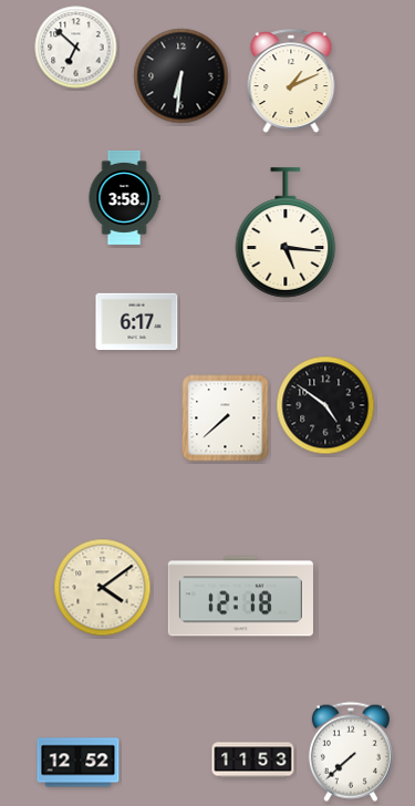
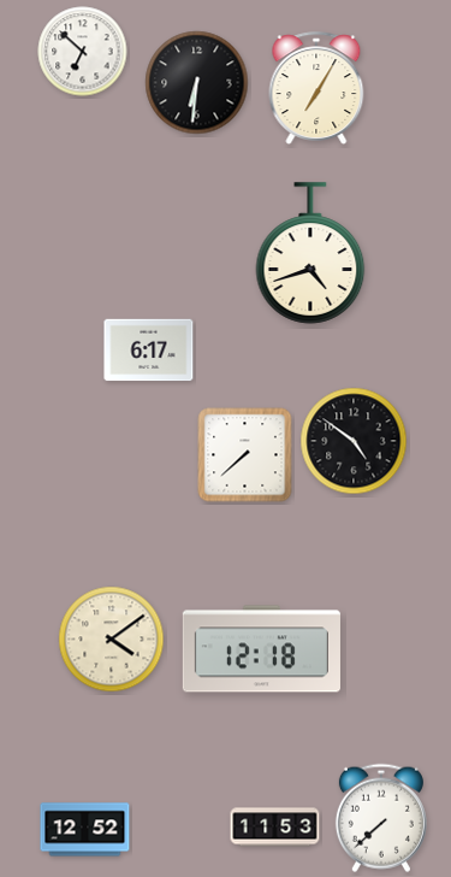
clock at (291, 81): 1:11 -> 7:05
clock at (124, 197): 3:58 -> none
clock at (286, 232): 5:16 -> 4:42
